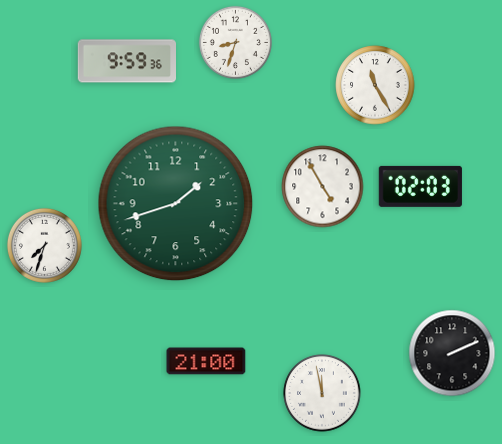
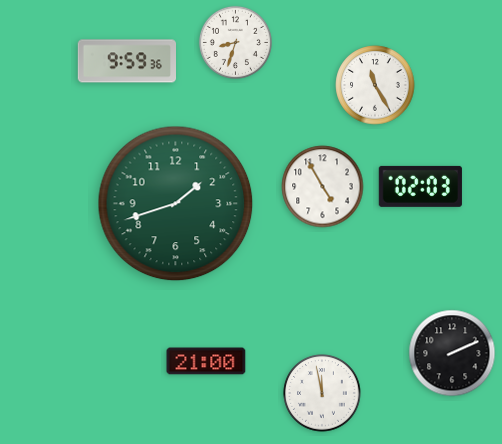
clock at (44, 245): 7:33 -> none
